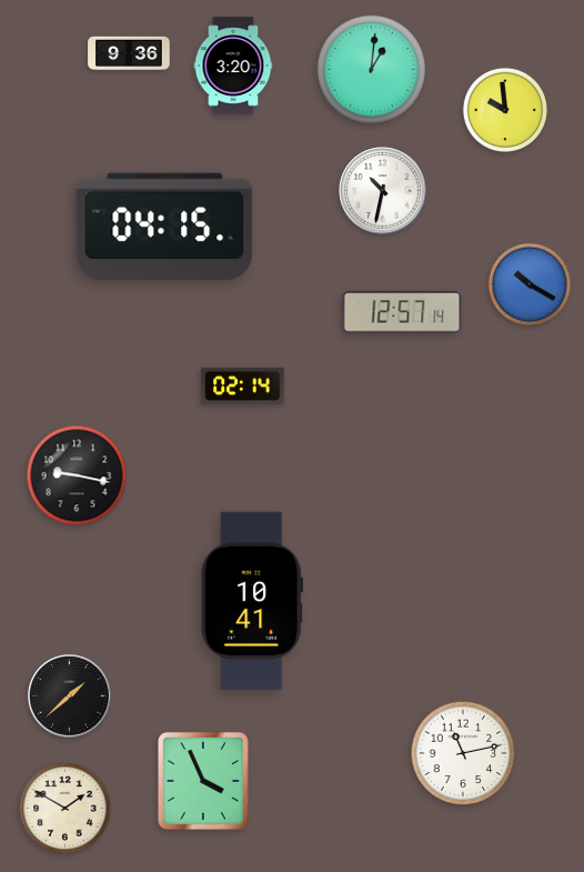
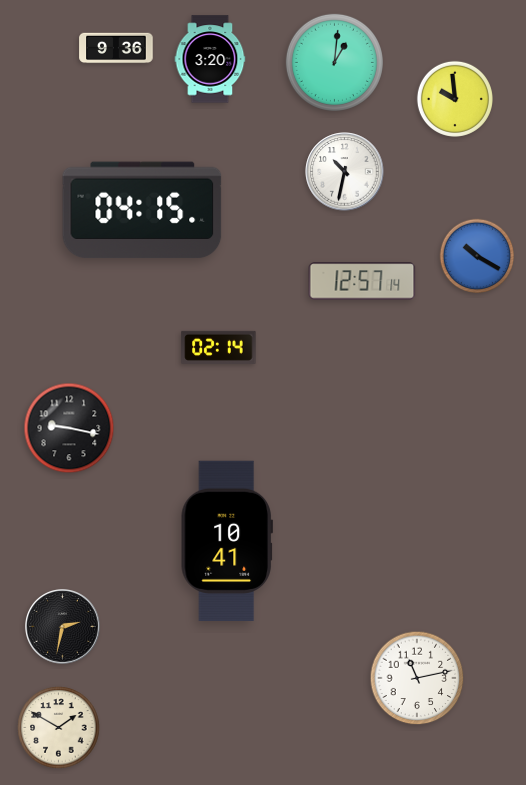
clock at (164, 227) position: (164, 227) -> (142, 210)
clock at (70, 696): 1:38 -> 2:32
clock at (203, 781): 3:56 -> none
